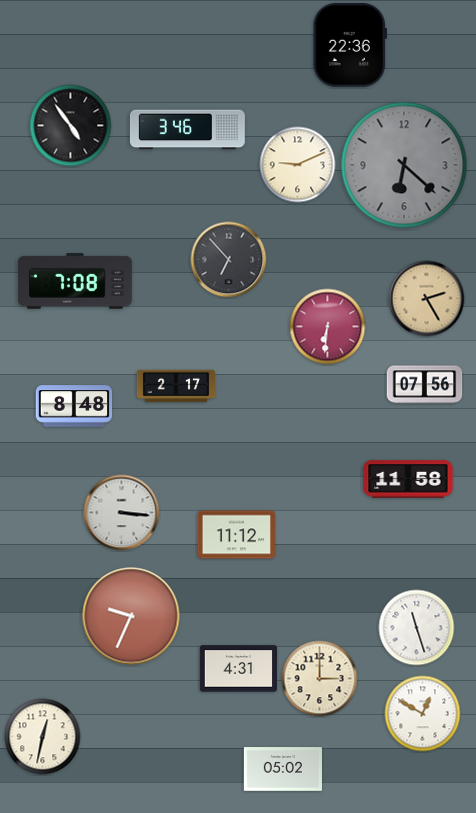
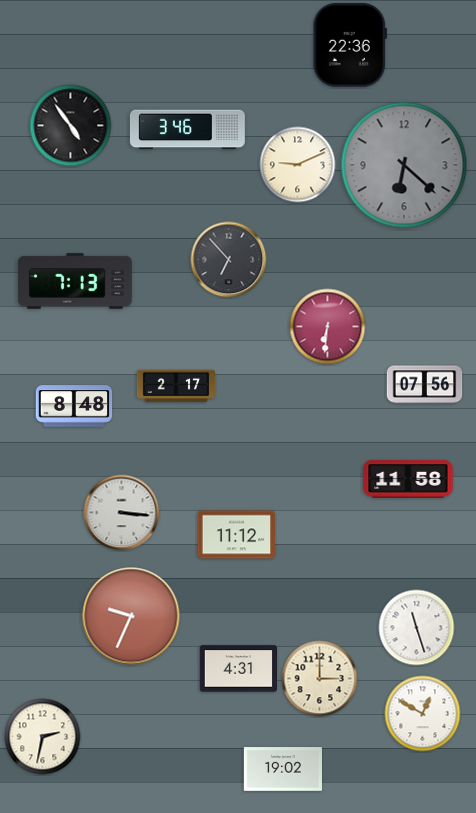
clock at (75, 281): 7:08 -> 7:13
clock at (427, 299): 2:25 -> none
clock at (43, 737): 12:32 -> 2:32
clock at (283, 769): 05:02 -> 19:02
